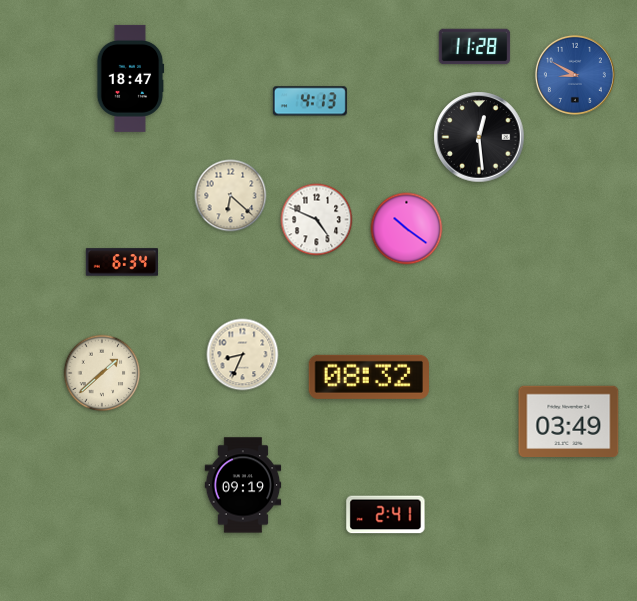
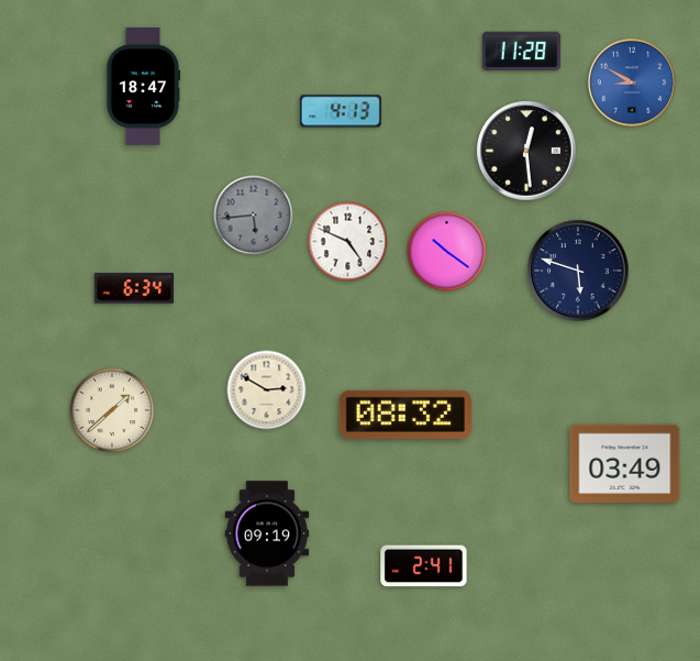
clock at (231, 196): 6:22 -> 5:44
clock at (231, 196) dial: cream -> grey
clock at (578, 271): none -> 5:48
clock at (243, 355): 8:34 -> 2:50
